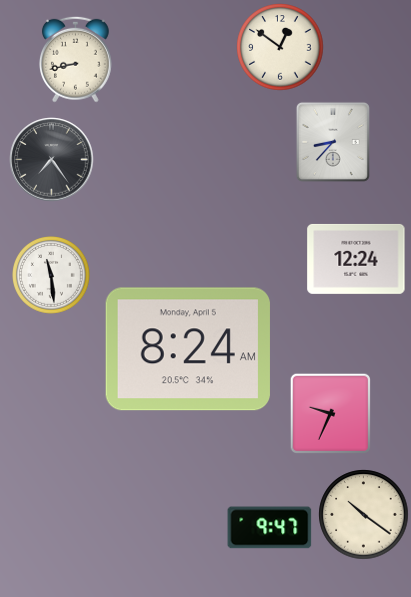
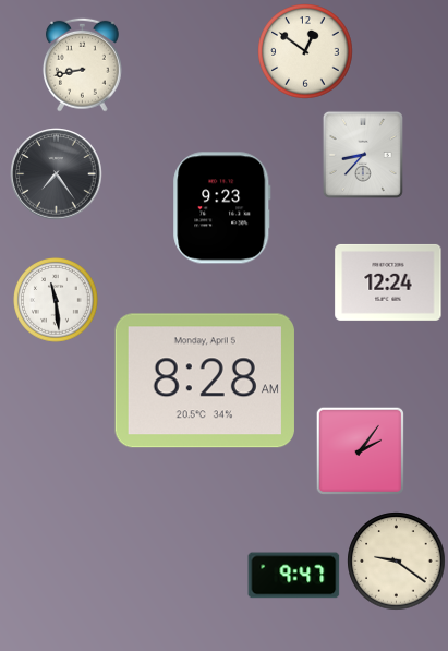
clock at (222, 208): none -> 9:23
clock at (188, 349): 8:24 -> 8:28
clock at (330, 413): 9:34 -> 2:06
clock at (364, 515): 10:21 -> 9:21
